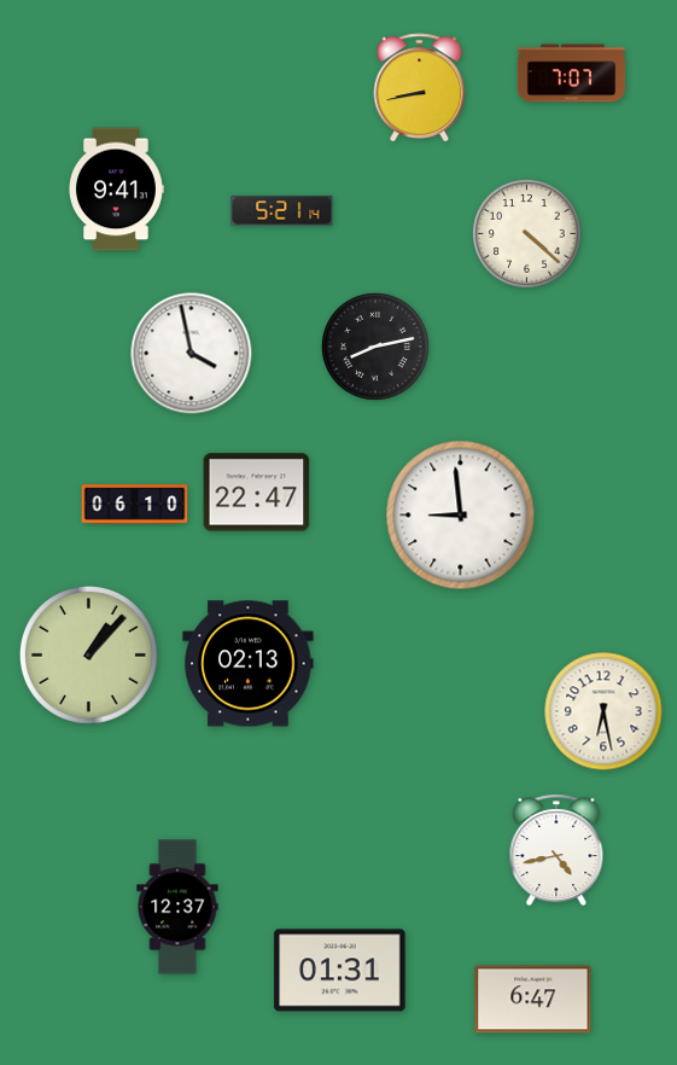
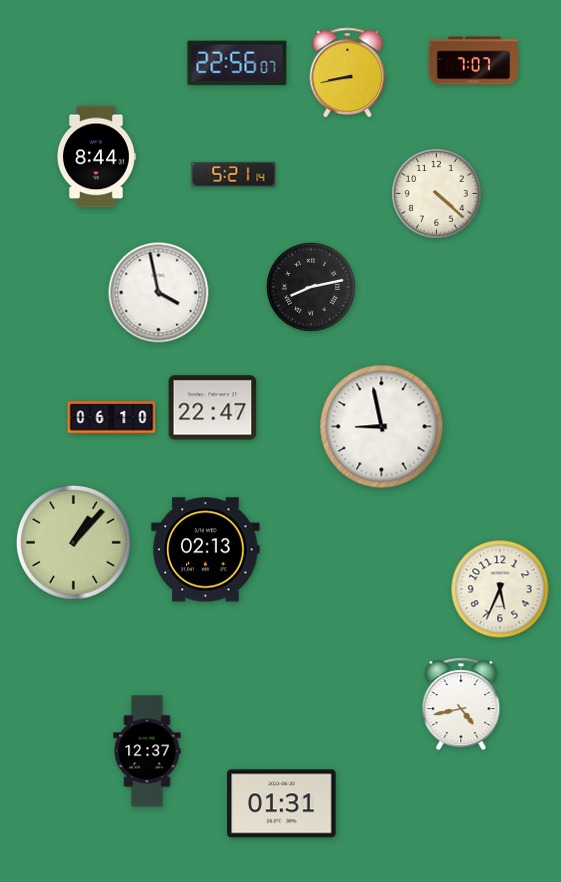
clock at (237, 63): none -> 22:56
clock at (117, 190): 9:41 -> 8:44
clock at (461, 516): 8:59 -> 8:58
clock at (603, 711): 6:28 -> 5:34
clock at (533, 1000): 6:47 -> none
